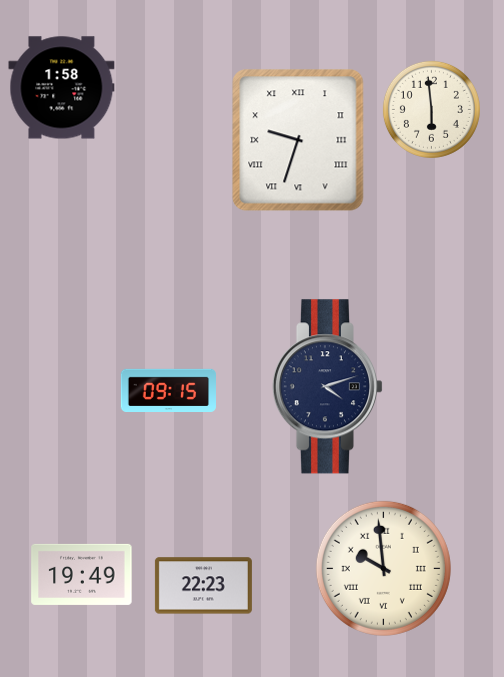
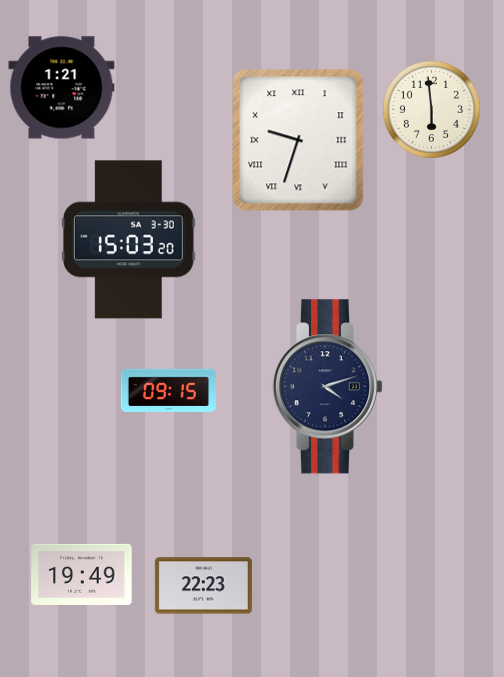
clock at (62, 88): 1:58 -> 1:21
clock at (128, 240): none -> 15:03
clock at (383, 568): 9:59 -> none
